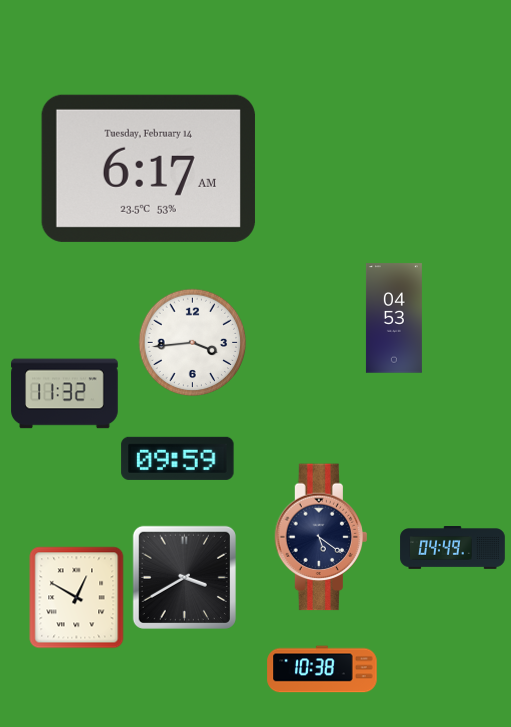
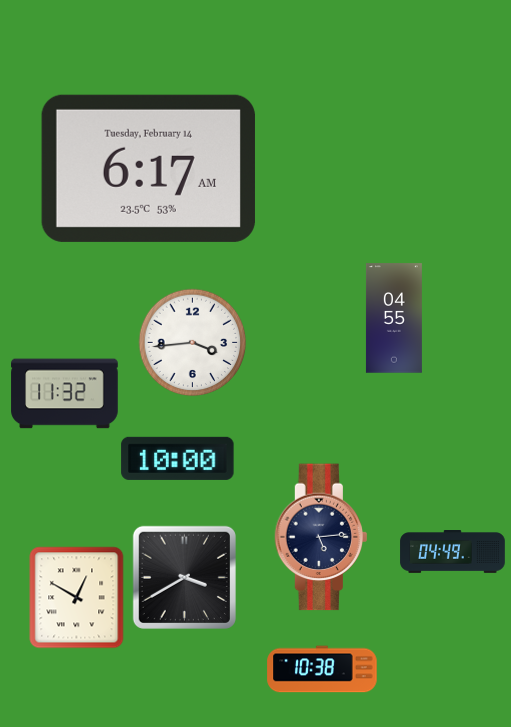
clock at (394, 318): 04:53 -> 04:55
clock at (178, 458): 09:59 -> 10:00
clock at (320, 537): 5:21 -> 5:14
clock at (453, 548) position: (453, 548) -> (453, 552)
